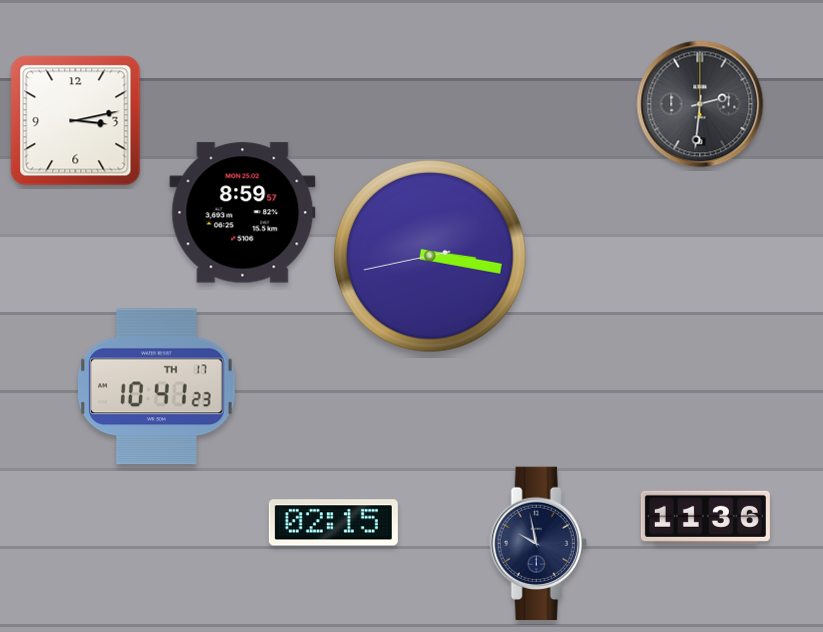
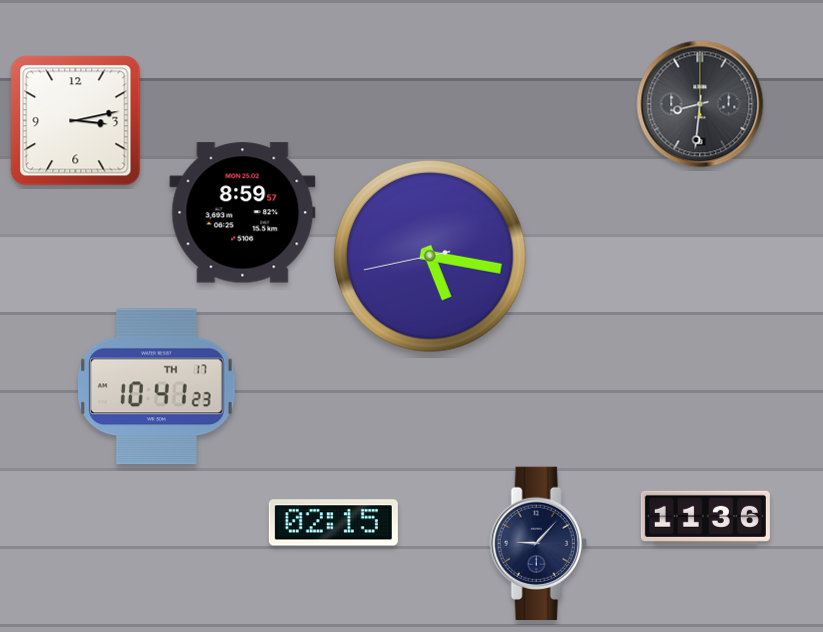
clock at (700, 104): 2:31 -> 8:31
clock at (430, 257): 3:16 -> 5:16
clock at (538, 543): 9:58 -> 9:07
